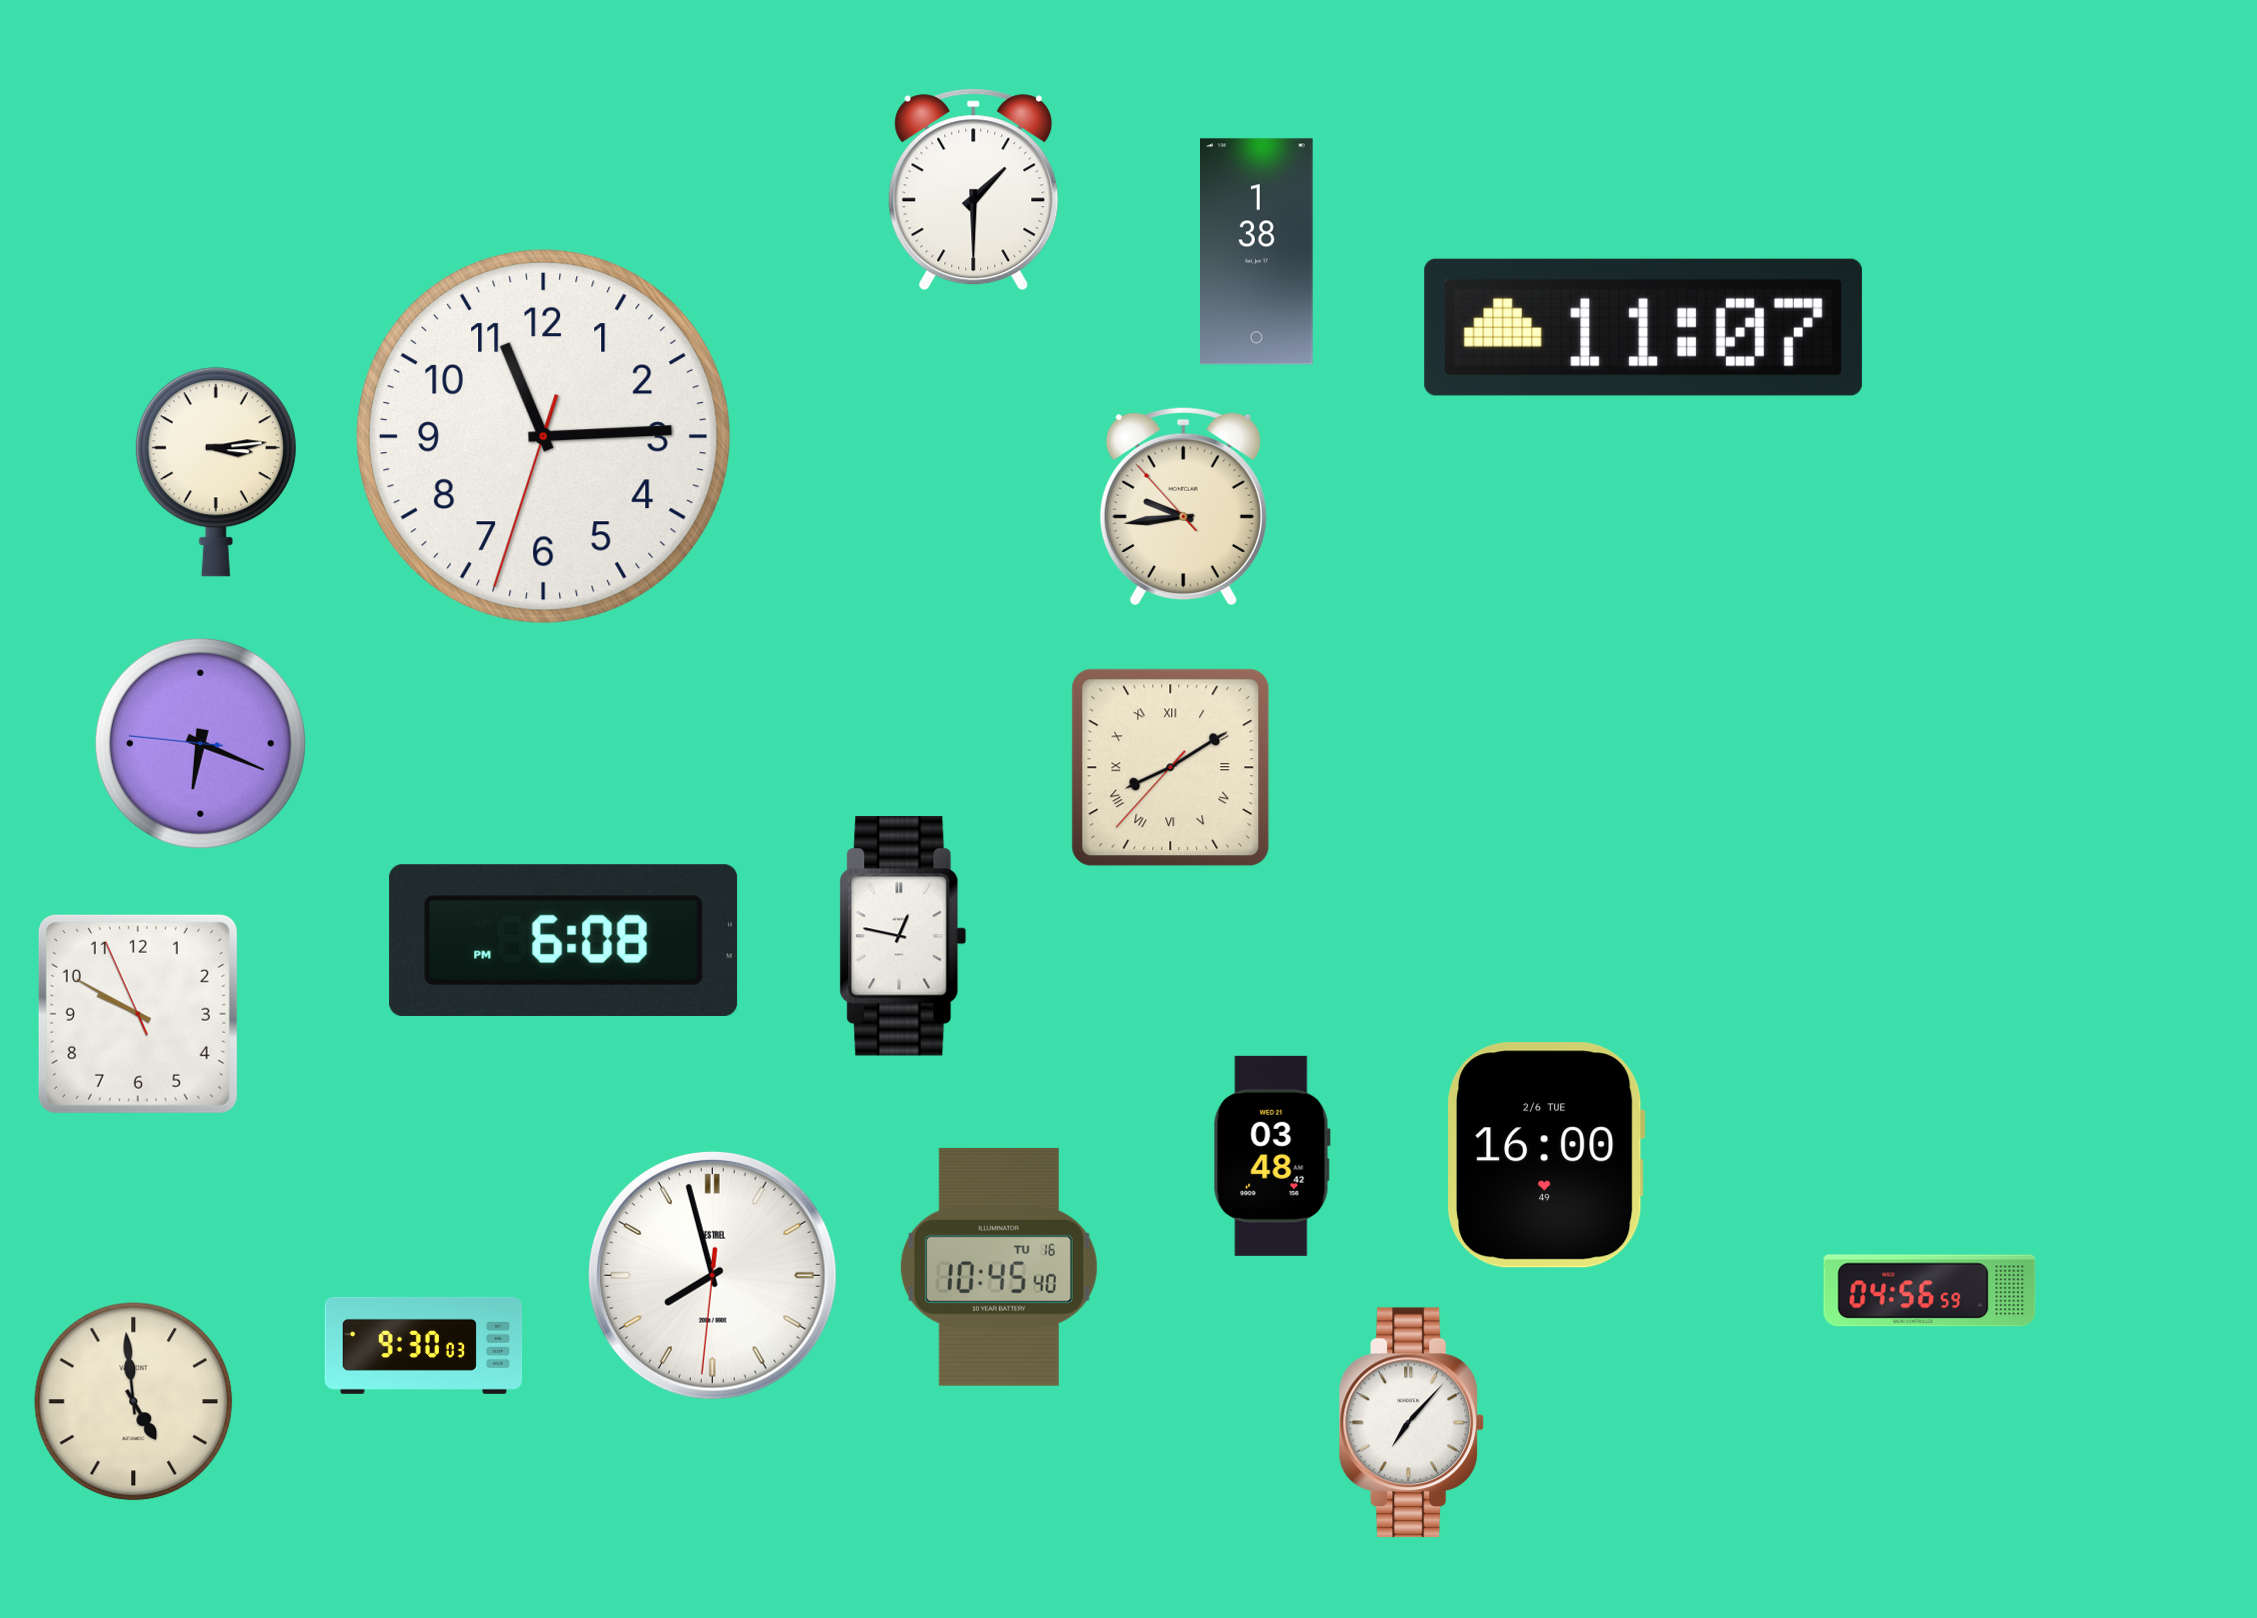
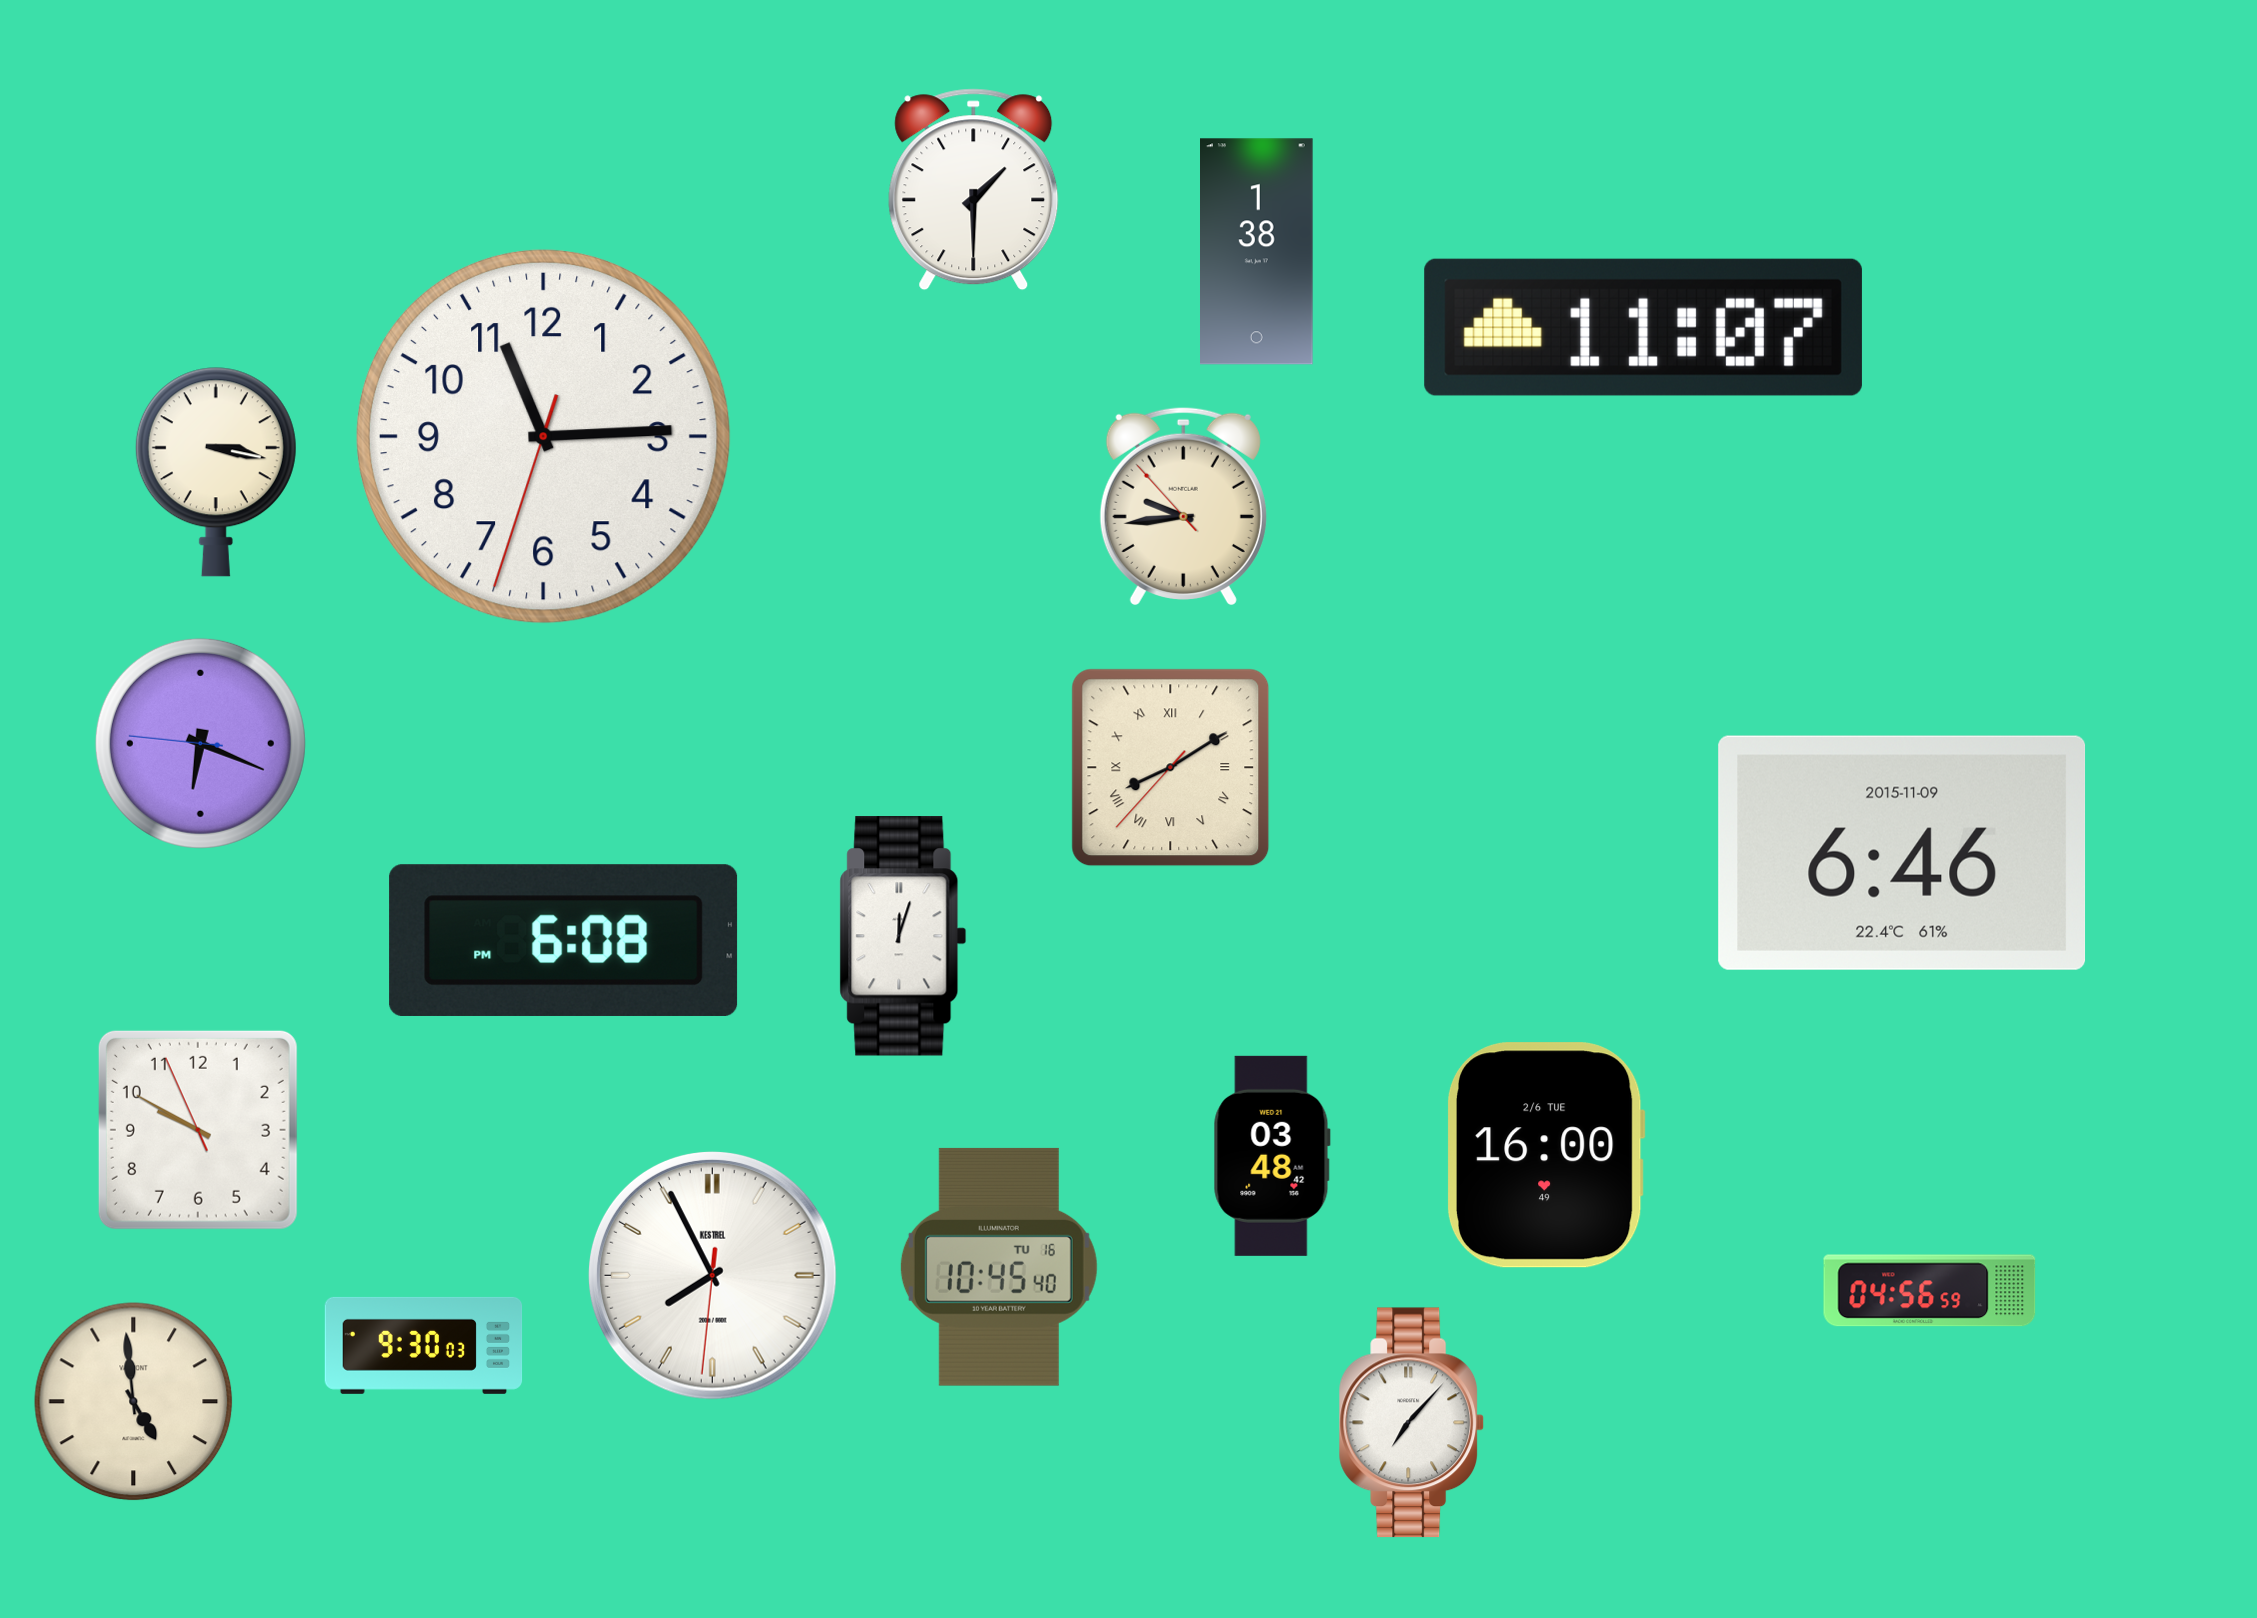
clock at (216, 472): 3:14 -> 3:17
clock at (1902, 853): none -> 6:46
clock at (903, 936): 12:47 -> 12:03
clock at (138, 1014) position: (138, 1014) -> (198, 1130)
clock at (712, 1275): 7:57 -> 7:55
